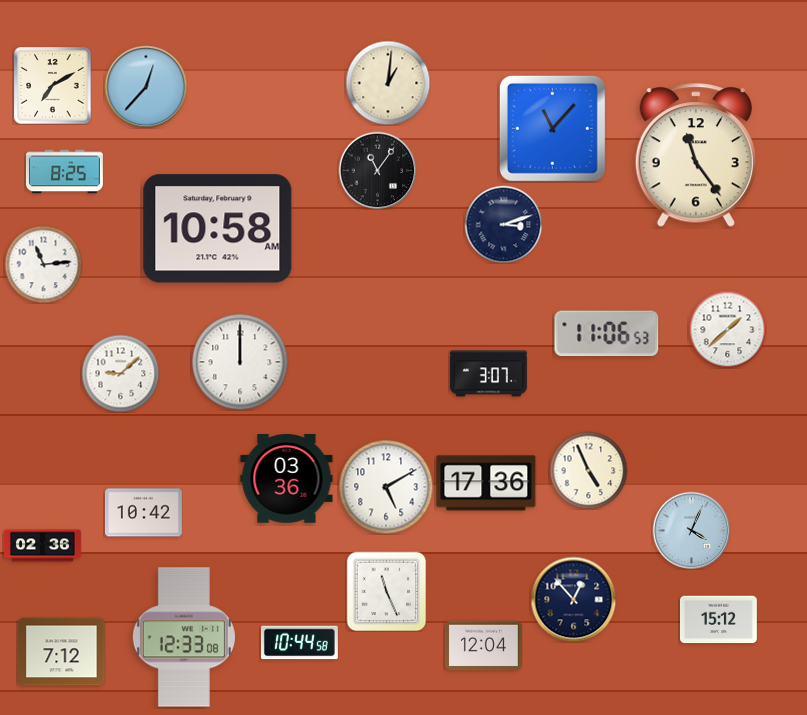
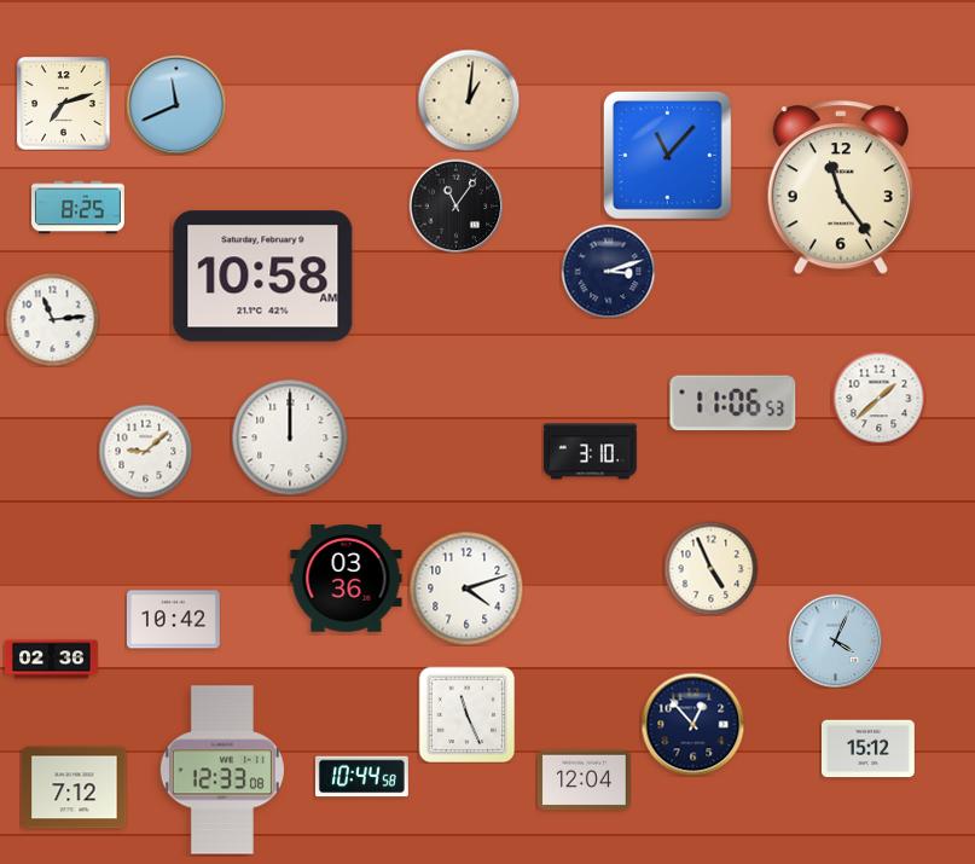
clock at (52, 85): 7:10 -> 7:12
clock at (146, 87): 12:37 -> 11:41
clock at (488, 374): 3:07 -> 3:10
clock at (486, 483): 17:36 -> none
clock at (386, 487): 5:10 -> 4:12
